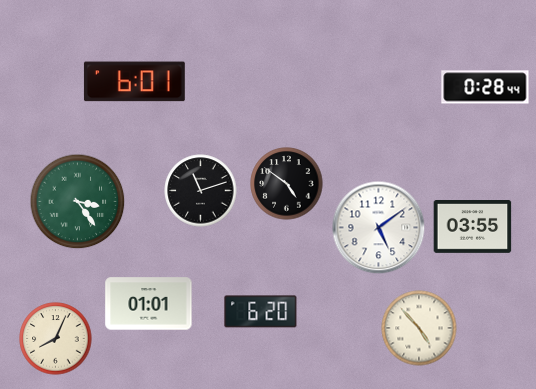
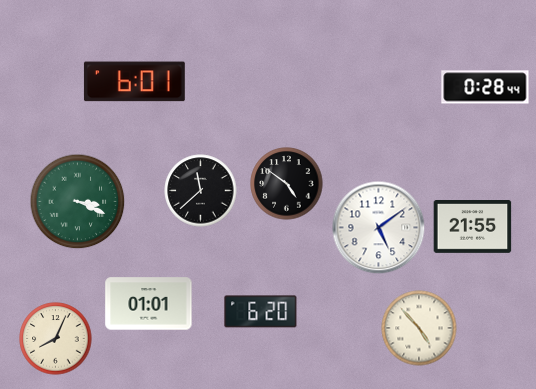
clock at (201, 191): 11:12 -> 11:38
clock at (78, 202): 3:24 -> 3:19
clock at (473, 227): 03:55 -> 21:55
